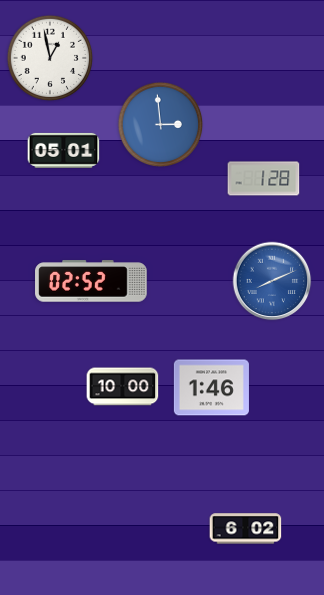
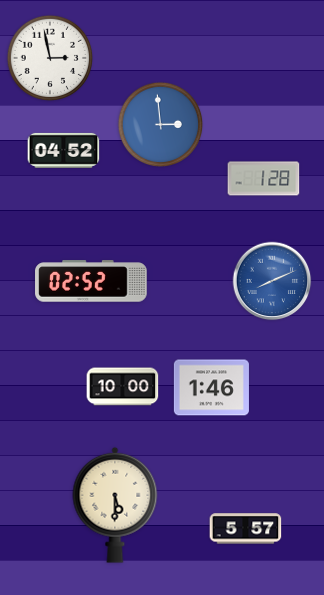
clock at (49, 57): 12:58 -> 2:58
clock at (64, 150): 05:01 -> 04:52
clock at (115, 505): none -> 5:30
clock at (246, 529): 6:02 -> 5:57
